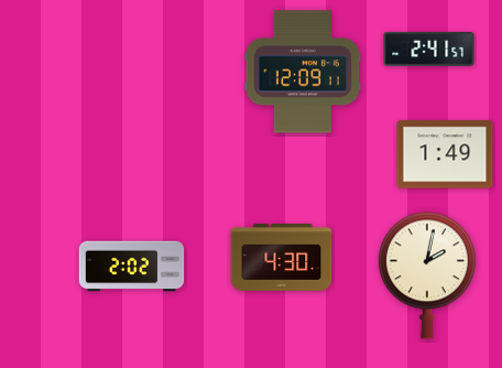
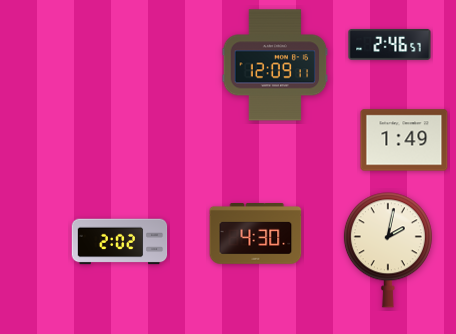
clock at (429, 48): 2:41 -> 2:46
